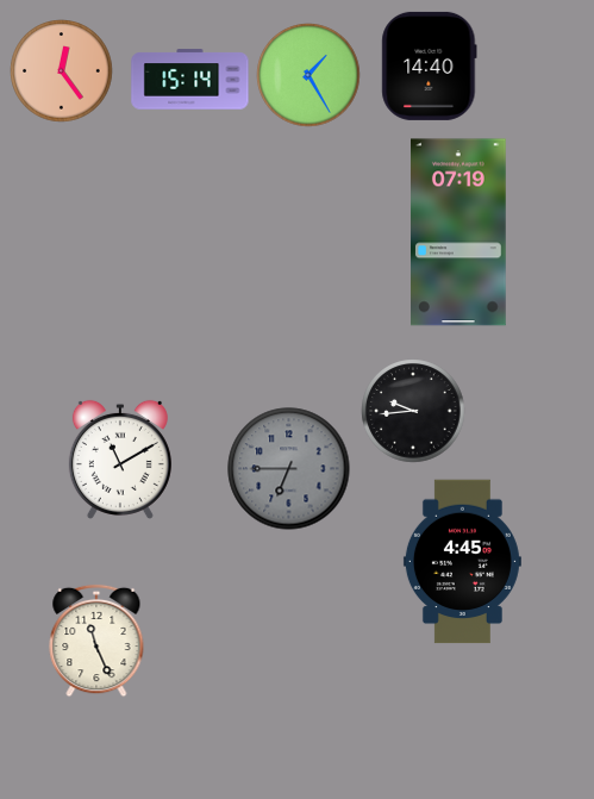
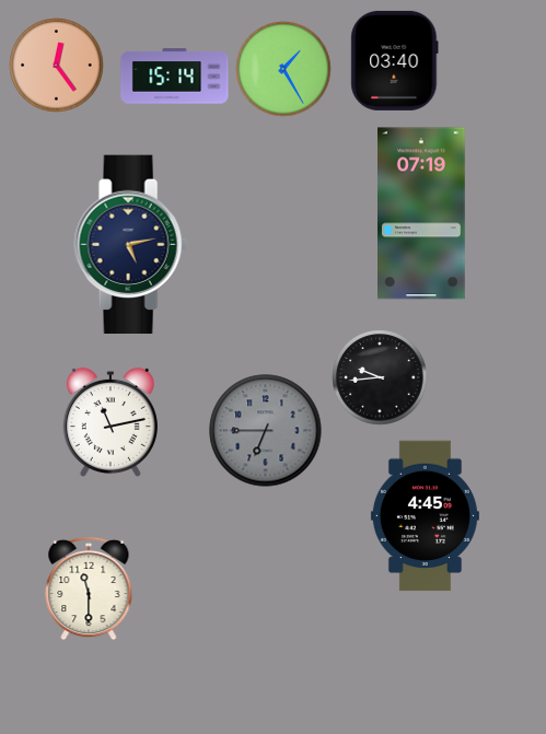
clock at (430, 65): 14:40 -> 03:40
clock at (190, 80) position: (190, 80) -> (175, 77)
clock at (130, 245): none -> 5:13
clock at (120, 460): 11:10 -> 11:13
clock at (96, 641): 11:26 -> 11:30
